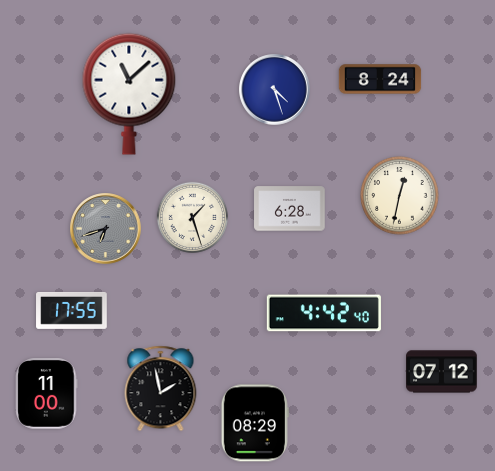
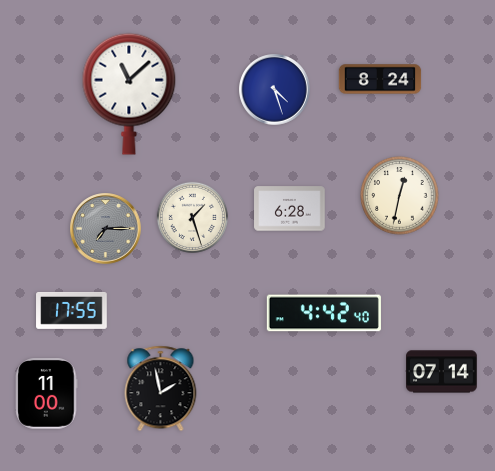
clock at (106, 229): 6:42 -> 7:15
clock at (442, 372): 07:12 -> 07:14
clock at (255, 423): 08:29 -> none
